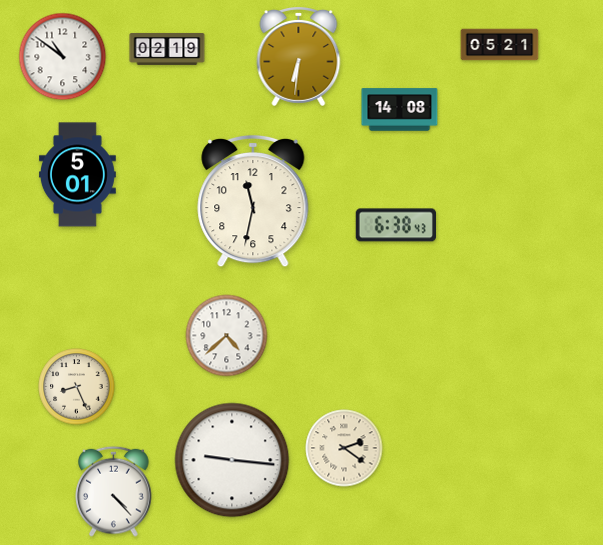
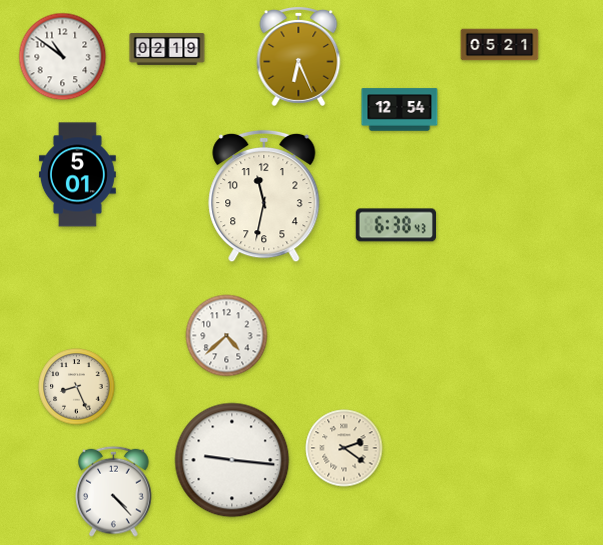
clock at (299, 57): 6:31 -> 6:26
clock at (400, 110): 14:08 -> 12:54
clock at (253, 201) position: (253, 201) -> (264, 196)
